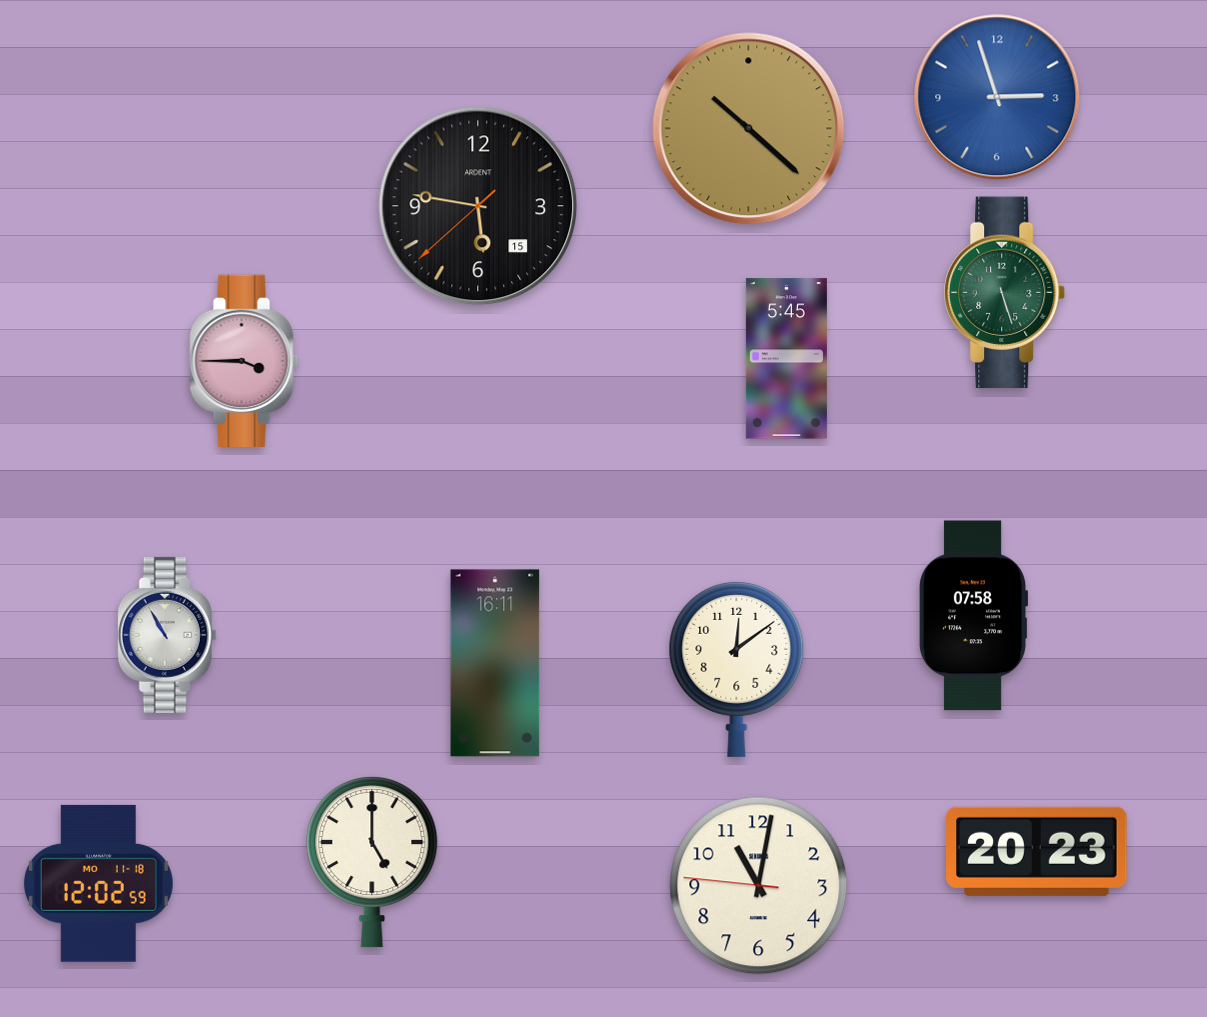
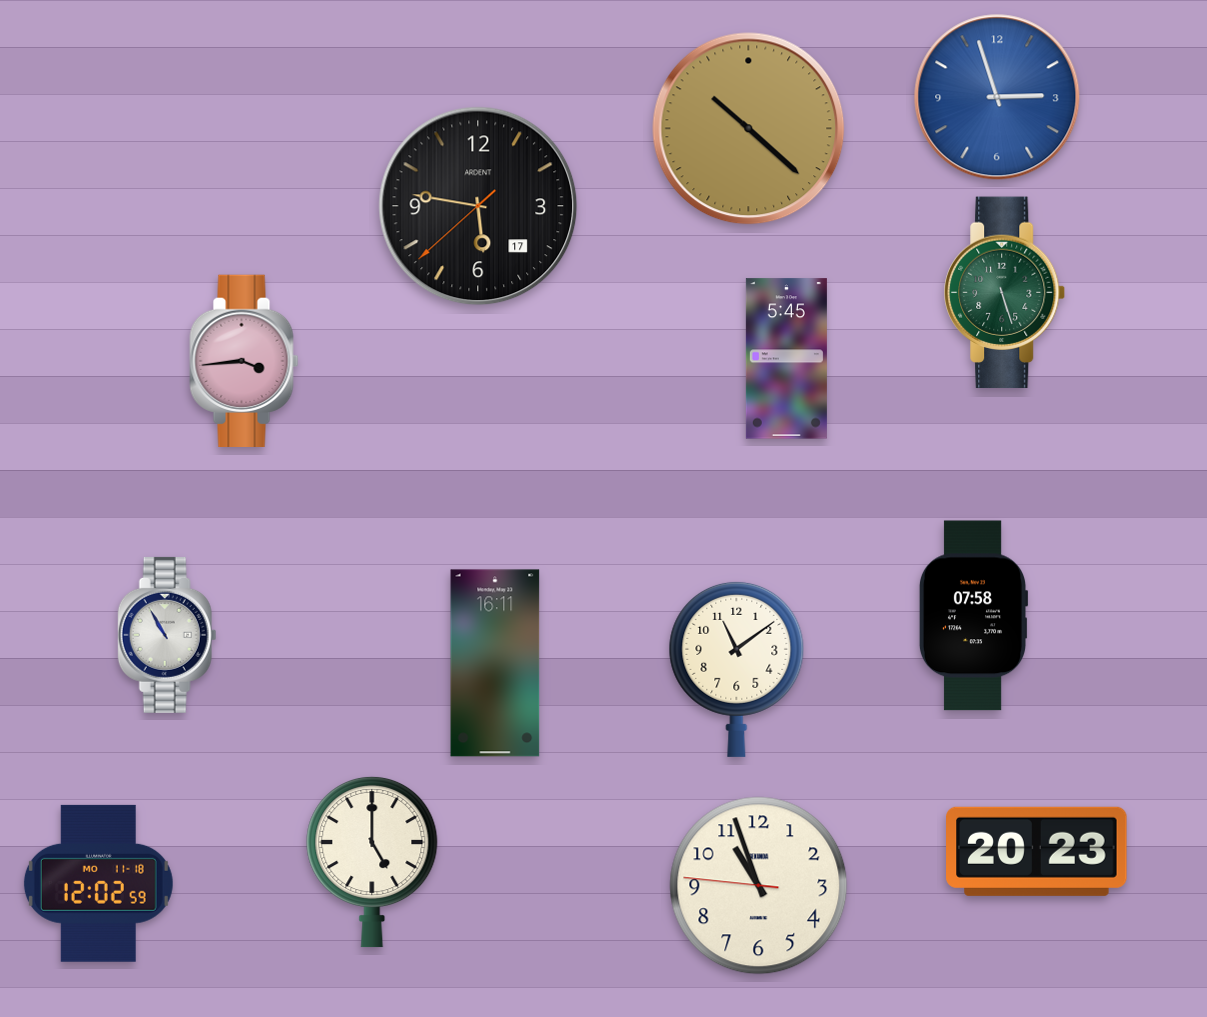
clock at (478, 206) date: 15 -> 17
clock at (244, 360): 3:45 -> 3:44
clock at (737, 669): 12:09 -> 11:09
clock at (759, 886): 11:01 -> 10:56
